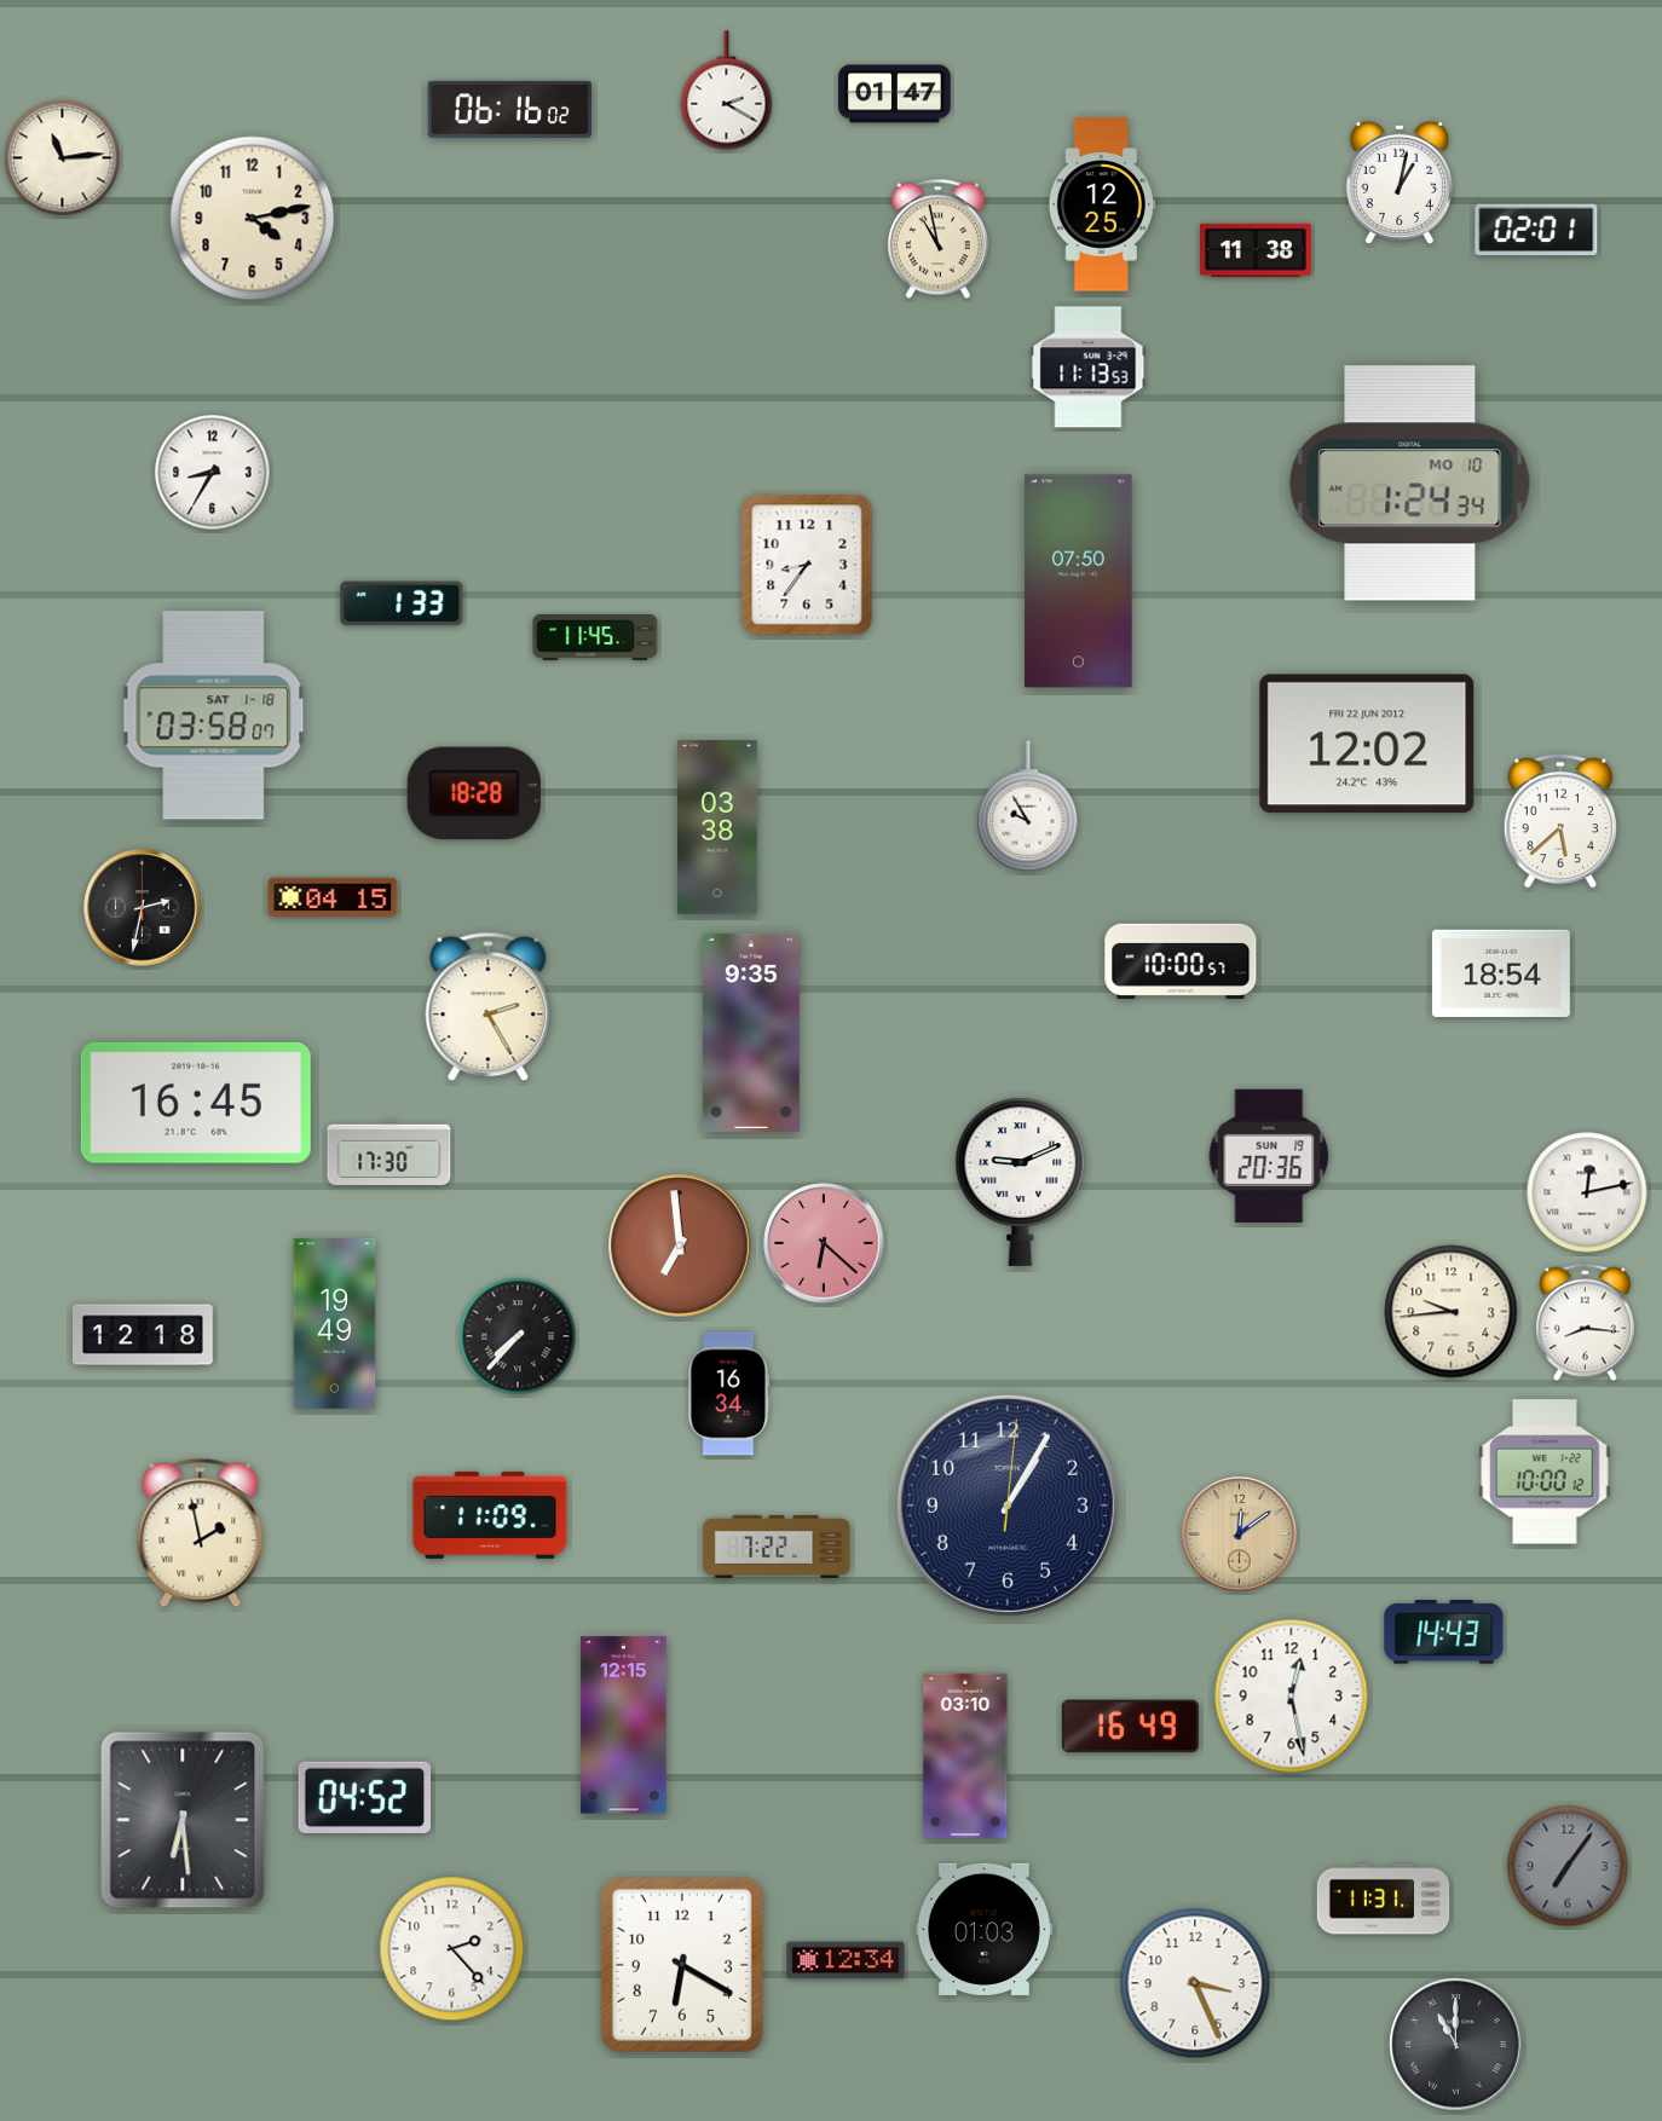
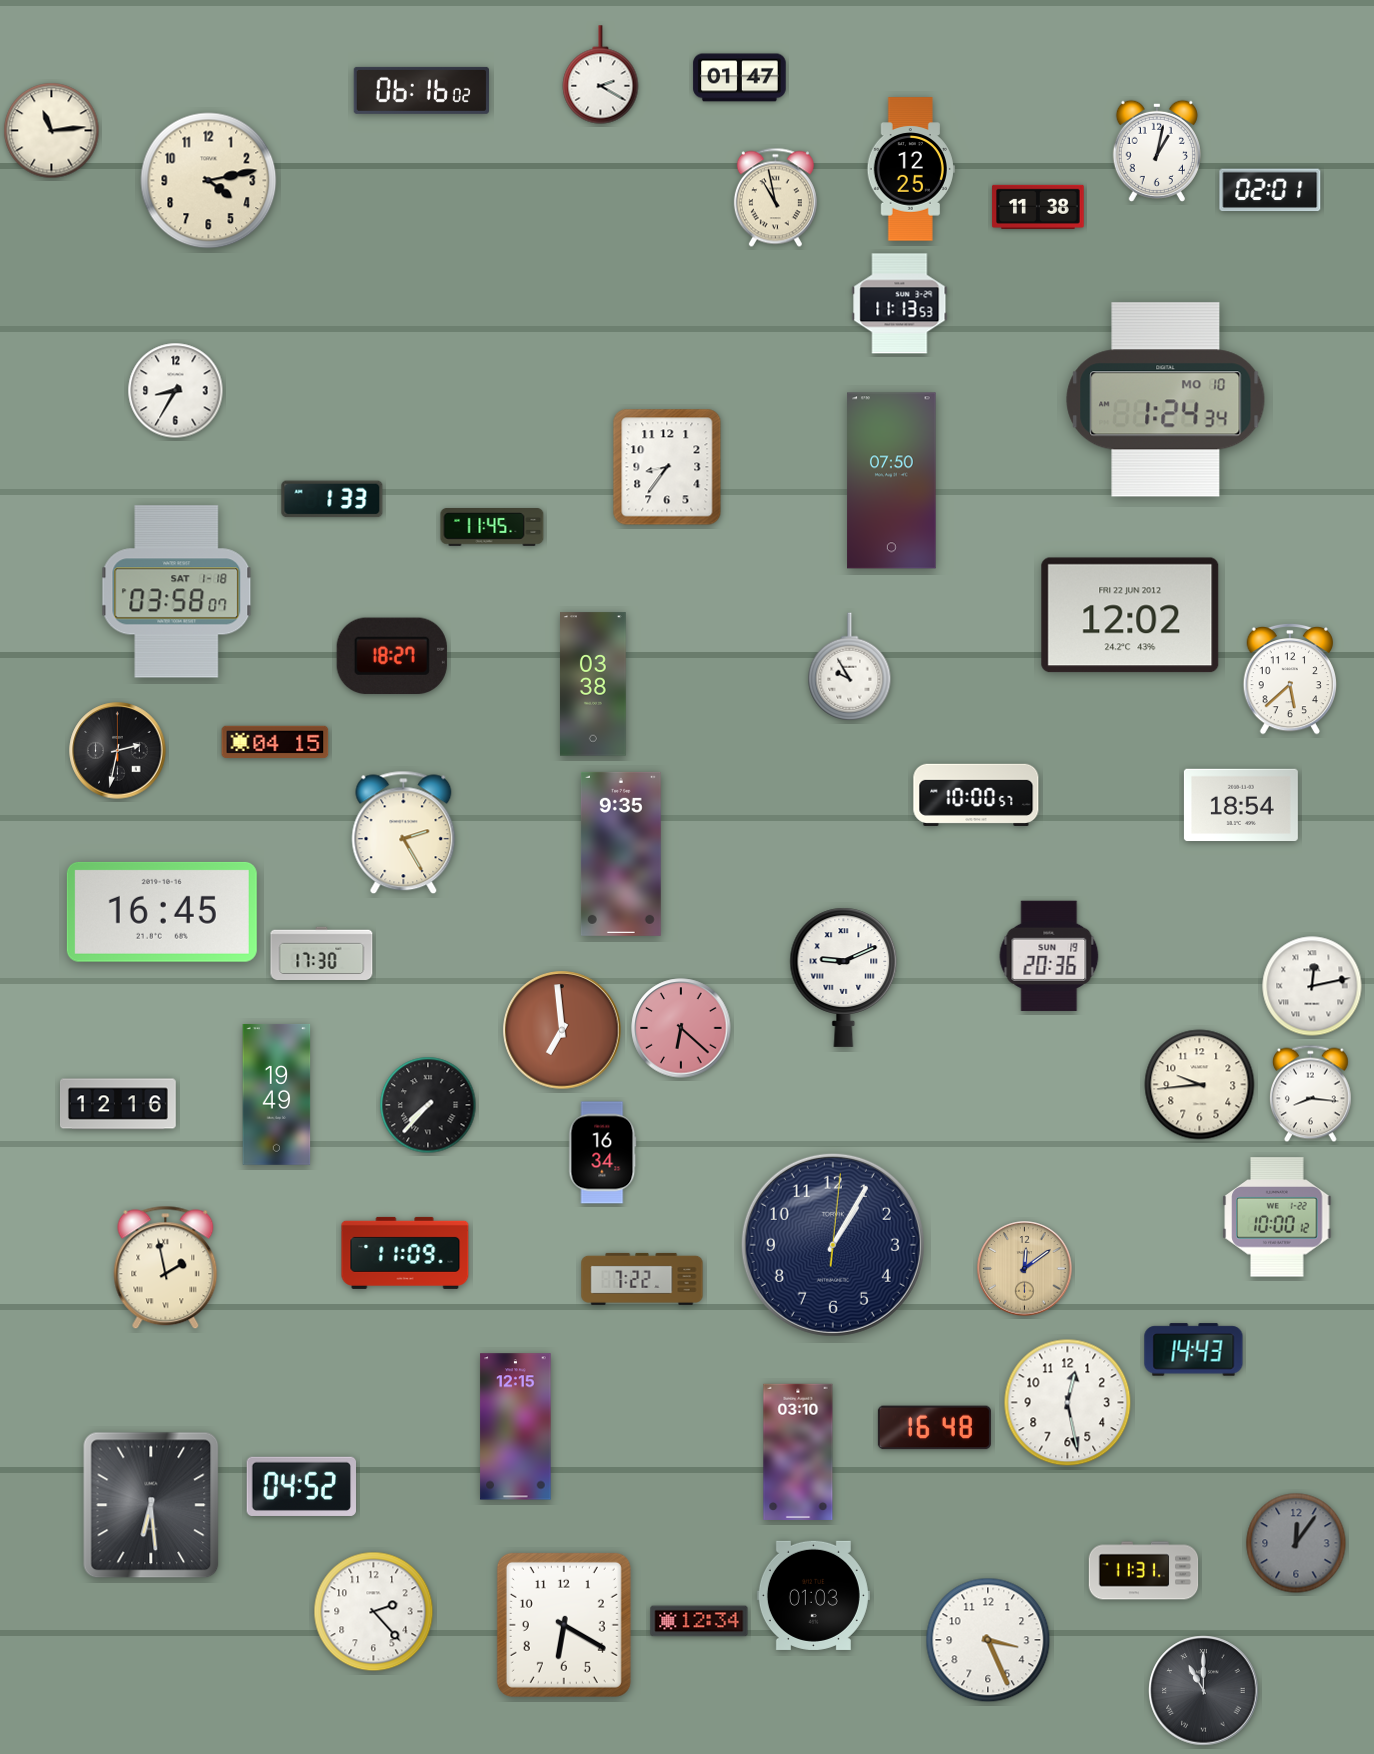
clock at (474, 792): 18:28 -> 18:27
clock at (144, 1335): 12:18 -> 12:16
clock at (1130, 1727): 16:49 -> 16:48
clock at (1568, 1866): 7:06 -> 12:06
